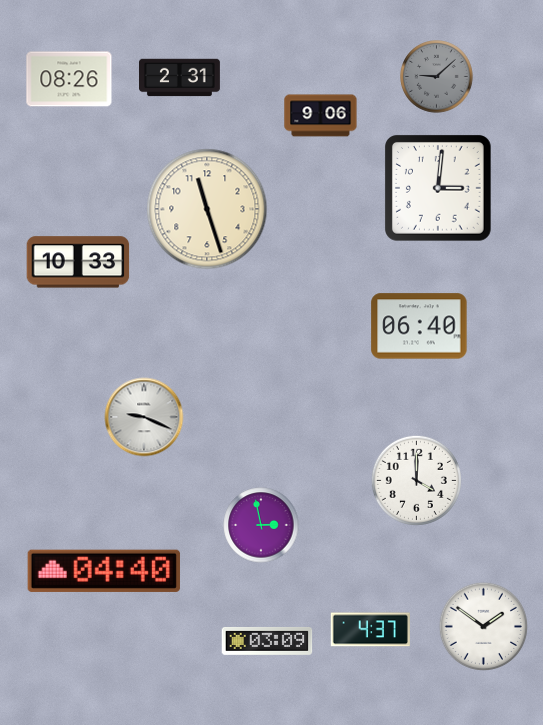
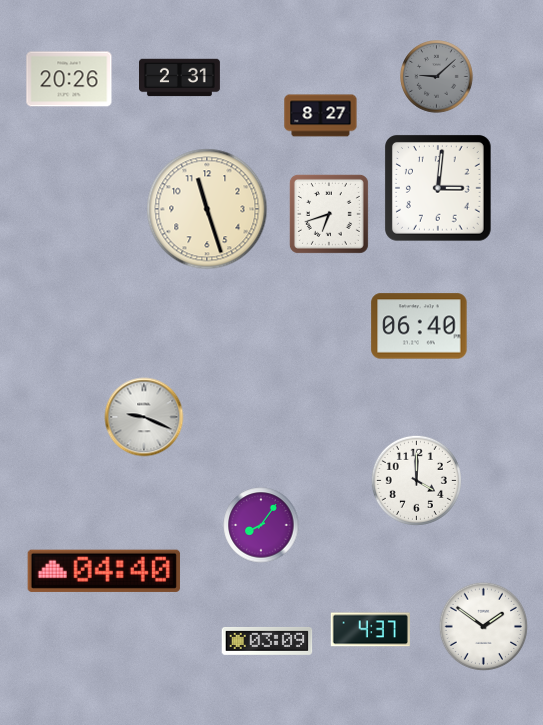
clock at (69, 79): 08:26 -> 20:26
clock at (321, 116): 9:06 -> 8:27
clock at (329, 214): none -> 6:42
clock at (78, 262): 10:33 -> none
clock at (261, 525): 2:58 -> 8:06
